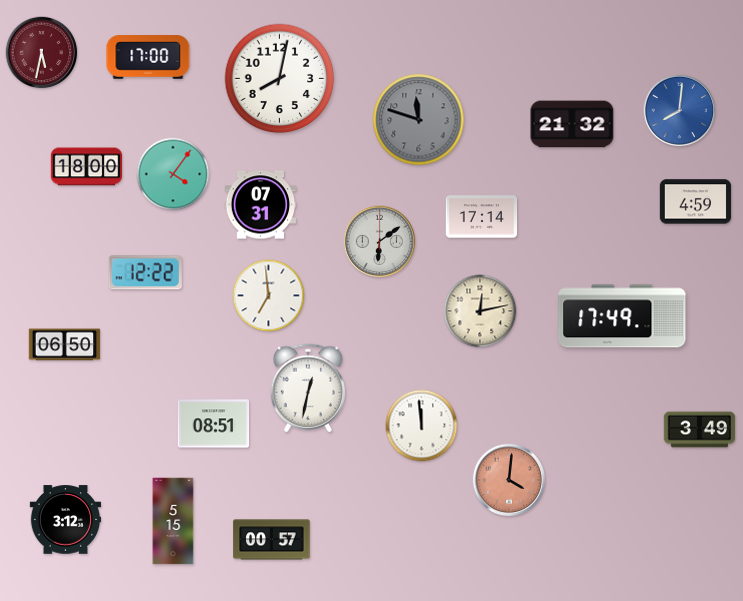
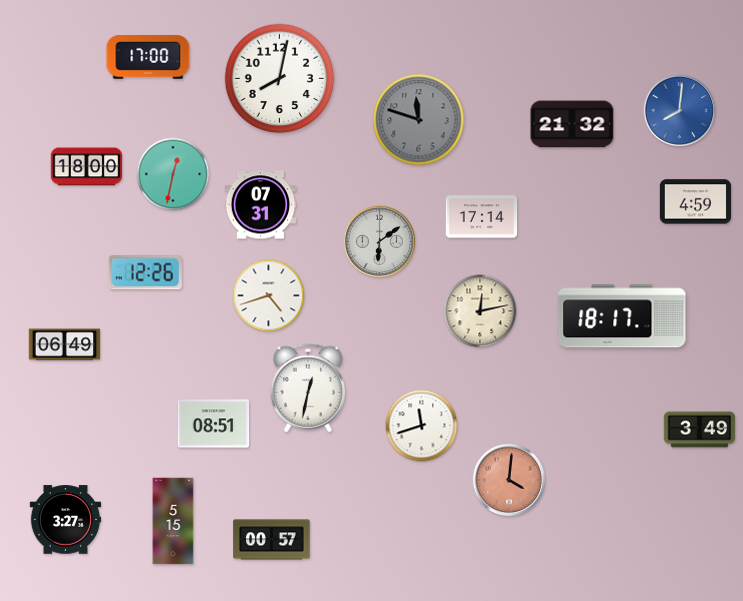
clock at (42, 53): 5:32 -> none
clock at (173, 174): 4:06 -> 12:32
clock at (145, 273): 12:22 -> 12:26
clock at (269, 296): 6:59 -> 4:42
clock at (622, 316): 17:49 -> 18:17
clock at (65, 345): 06:50 -> 06:49
clock at (422, 426): 11:59 -> 11:42
clock at (66, 520): 3:12 -> 3:27
